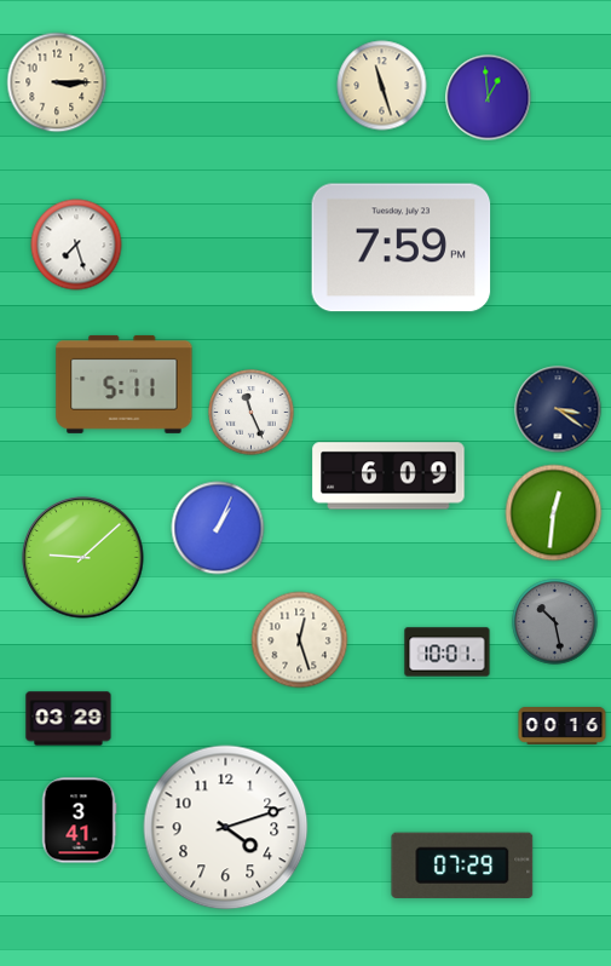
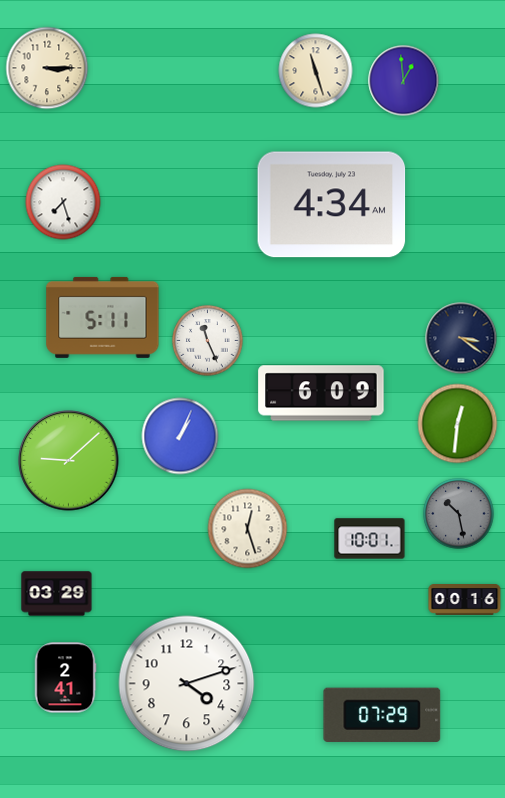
clock at (402, 248): 7:59 -> 4:34
clock at (79, 821): 3:41 -> 2:41
